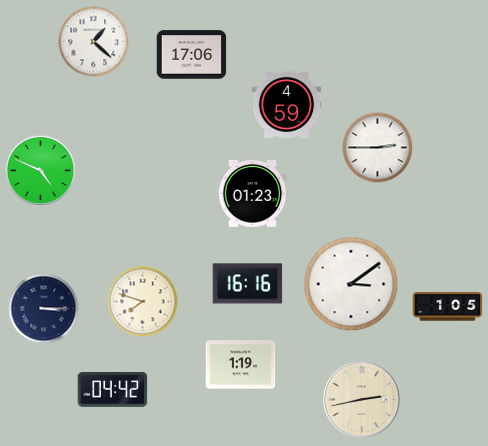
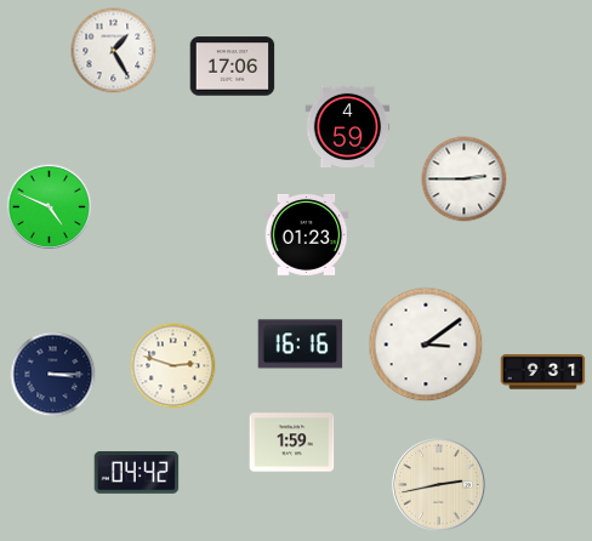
clock at (94, 42): 1:22 -> 1:25
clock at (378, 148) position: (378, 148) -> (465, 180)
clock at (143, 302): 7:48 -> 2:48
clock at (448, 307): 1:05 -> 9:31
clock at (241, 365): 1:19 -> 1:59
